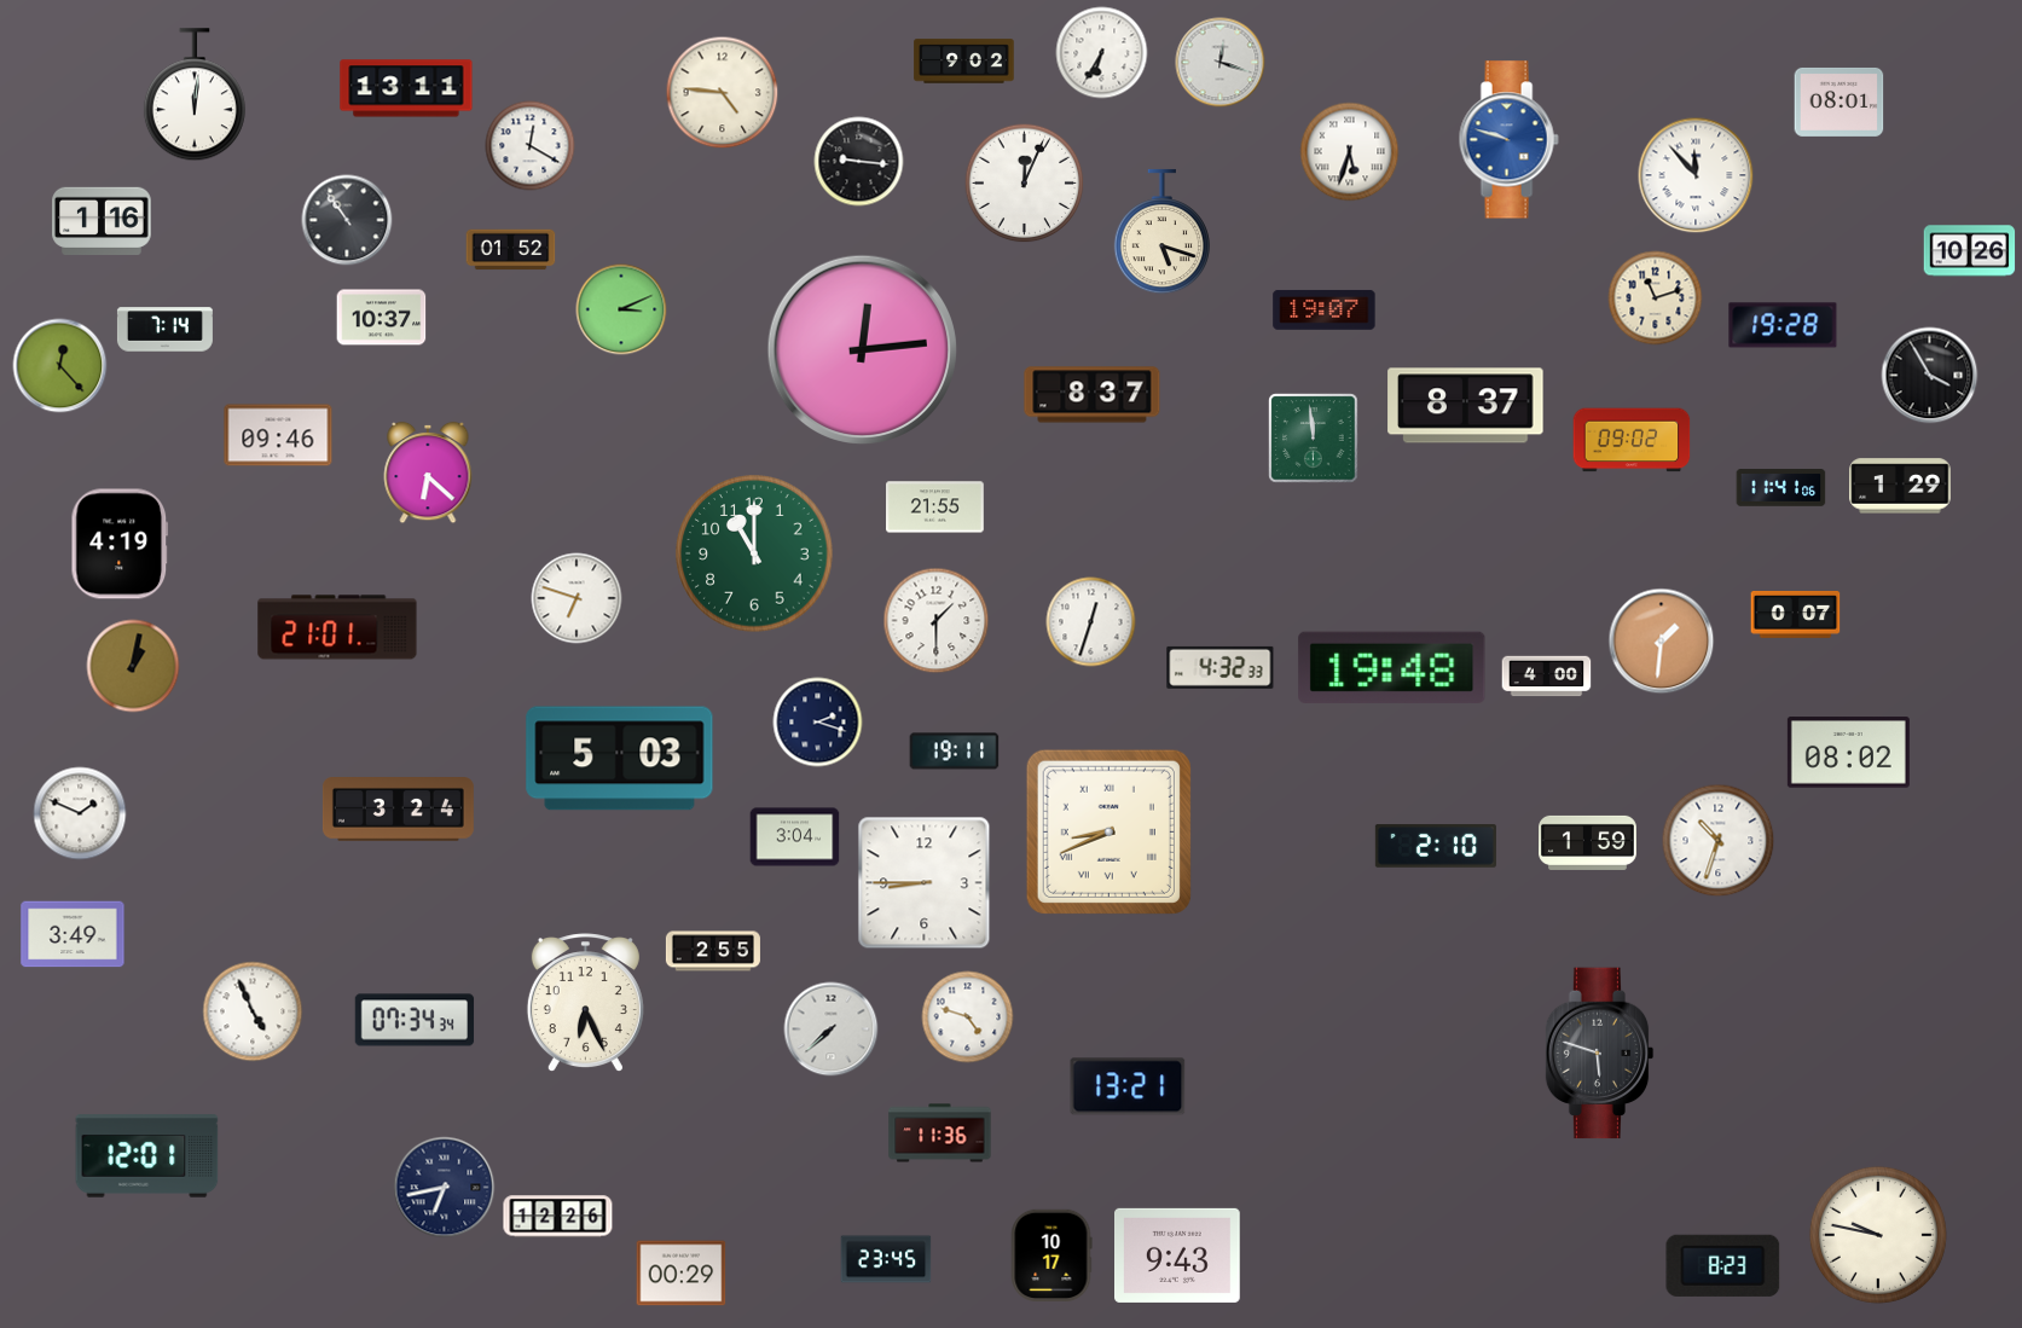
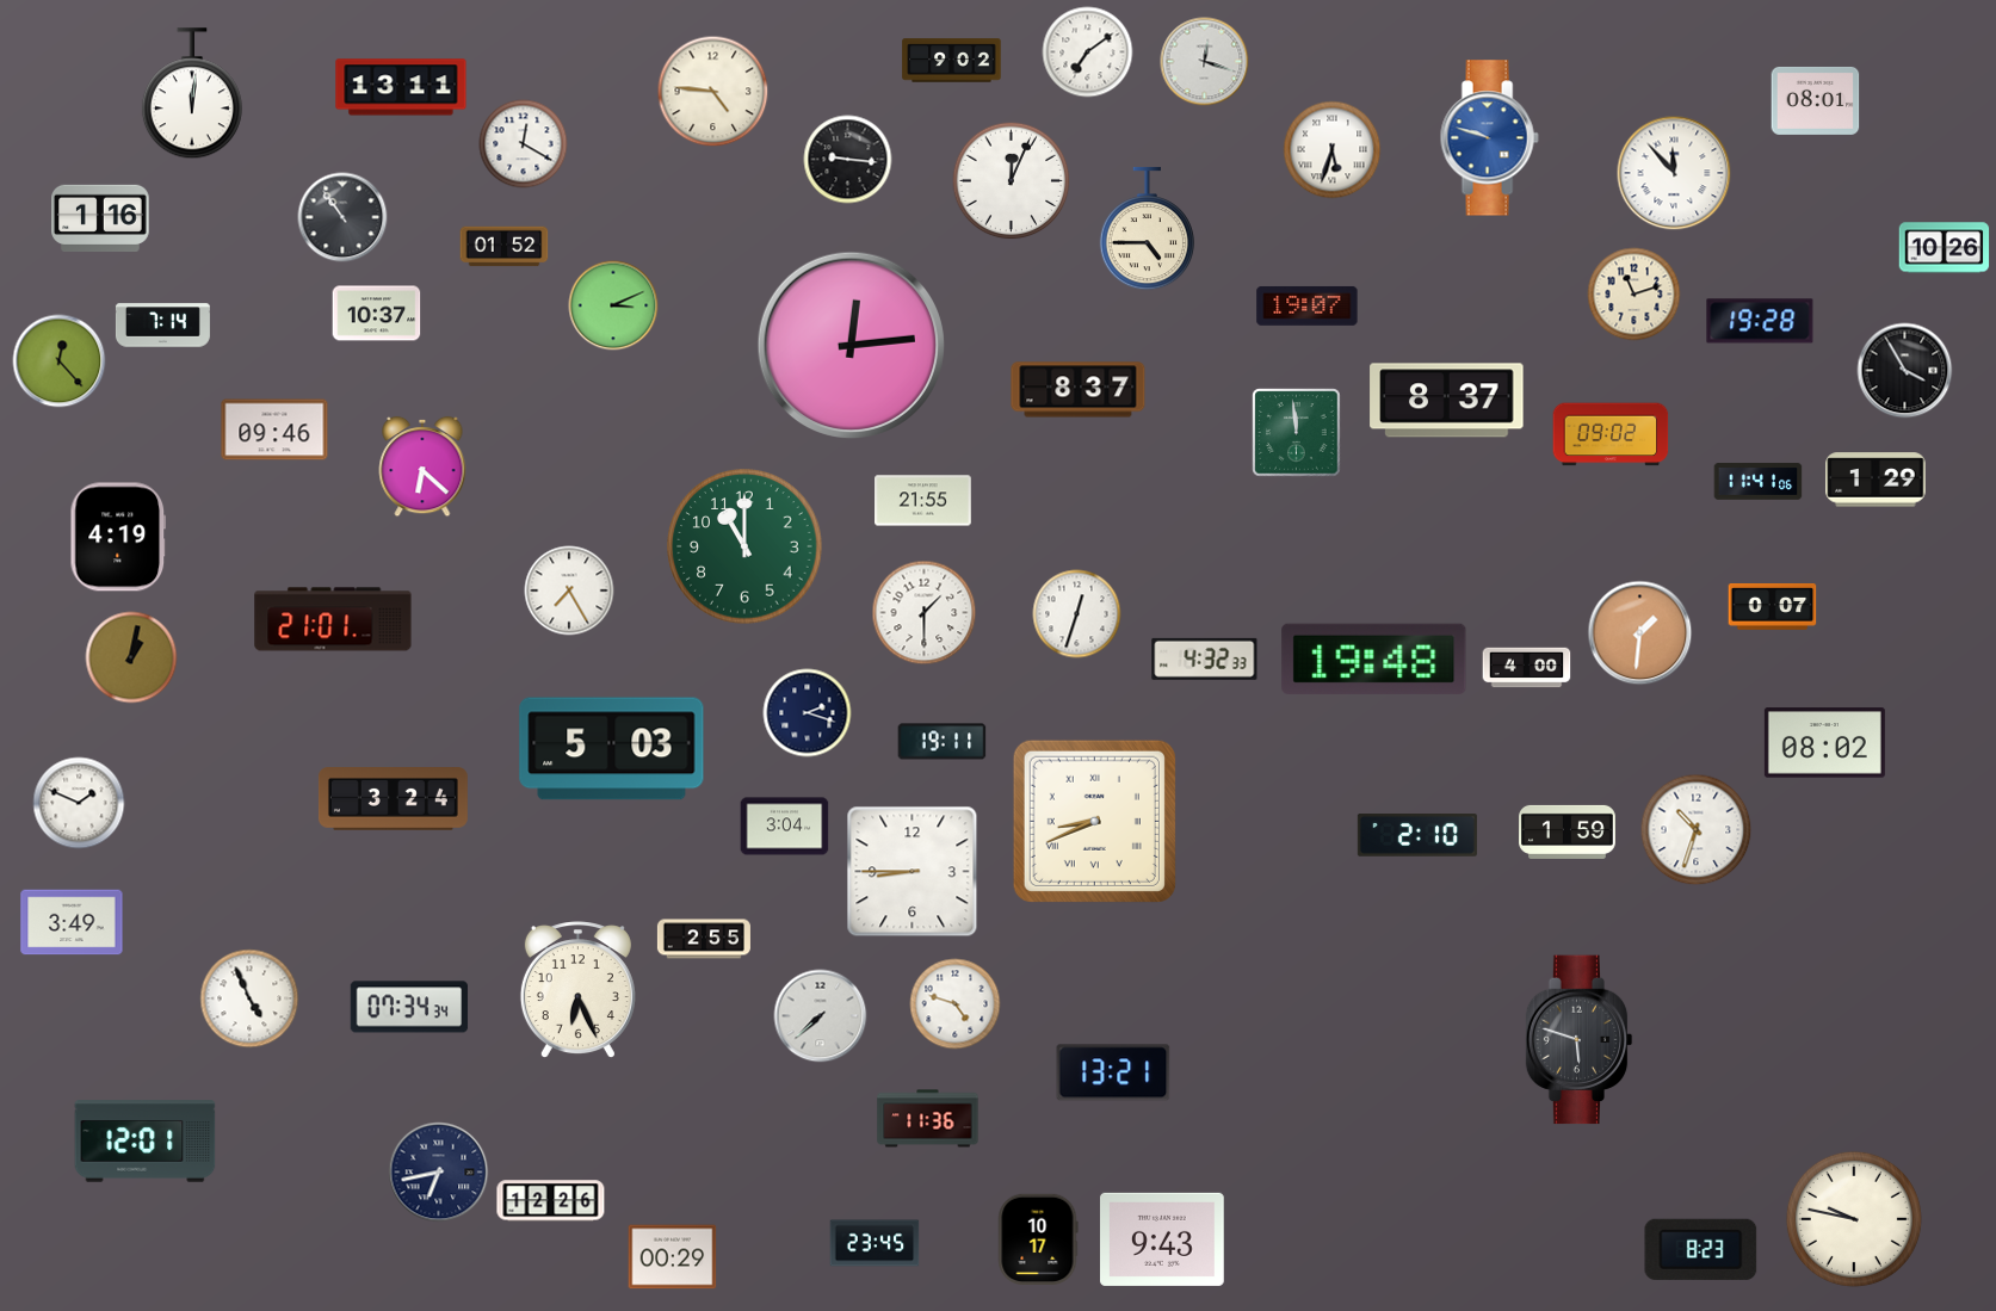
clock at (1102, 53): 6:35 -> 7:09
clock at (1161, 232): 5:18 -> 4:45
clock at (577, 598): 6:48 -> 7:25
